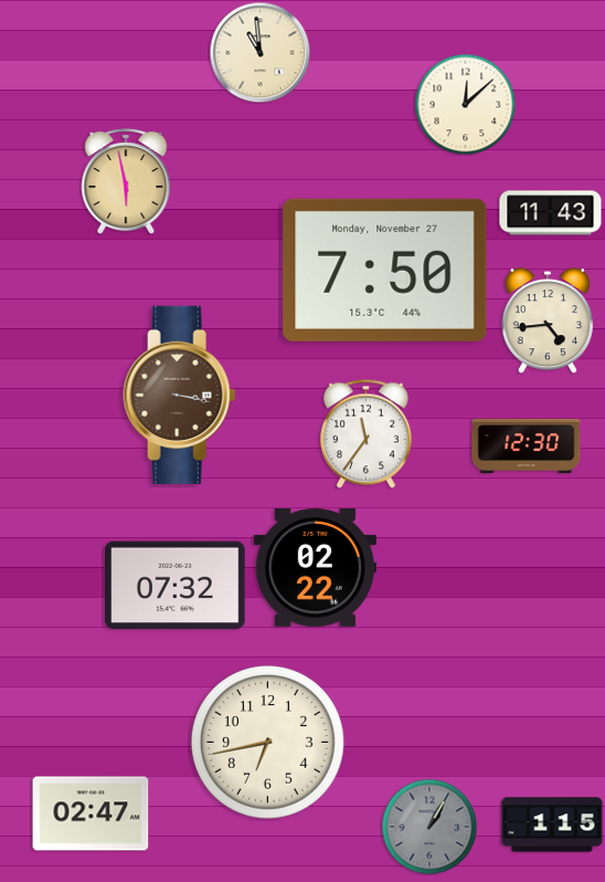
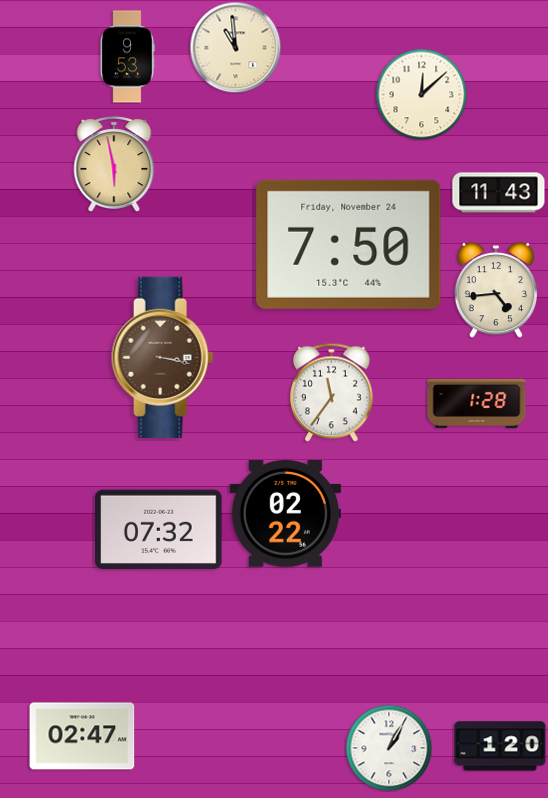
clock at (127, 57): none -> 9:53
clock at (385, 270) date: Monday, November 27 -> Friday, November 24
clock at (527, 445): 12:30 -> 1:28
clock at (267, 742): 6:43 -> none
clock at (552, 825): 1:15 -> 1:20
clock at (429, 827) dial: grey -> white
